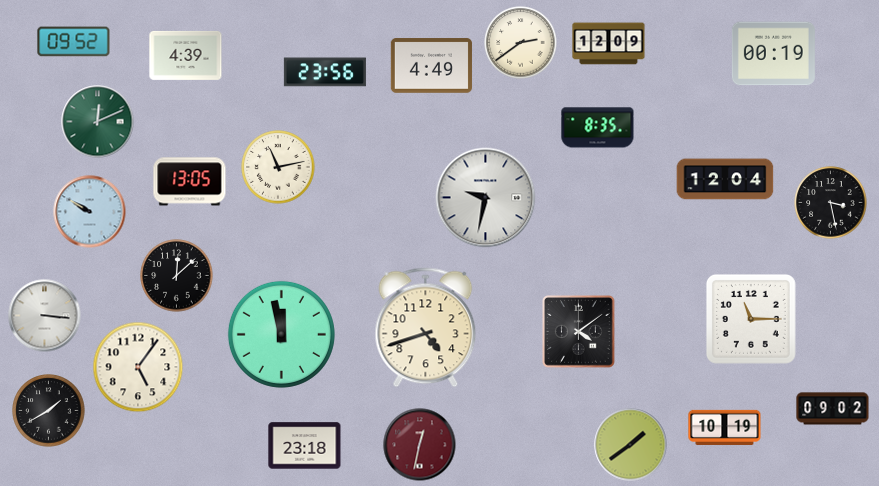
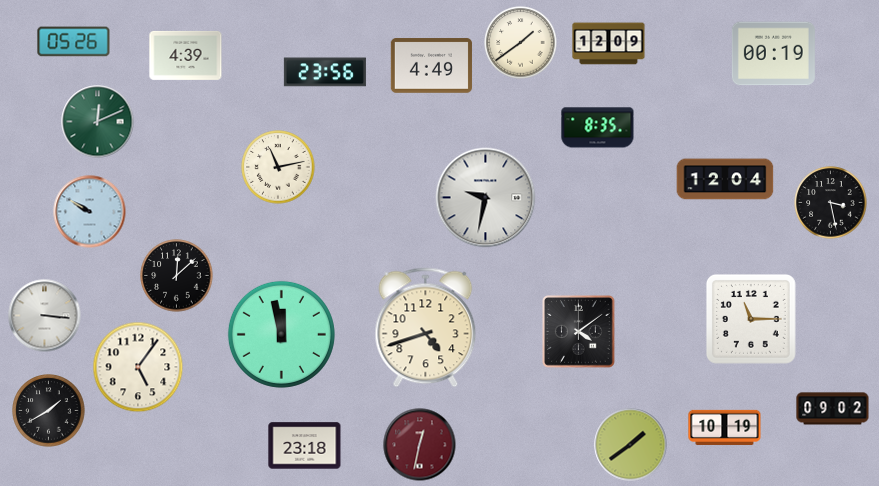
clock at (74, 42): 09:52 -> 05:26
clock at (521, 43): 2:39 -> 1:39
clock at (190, 182): 13:05 -> none
